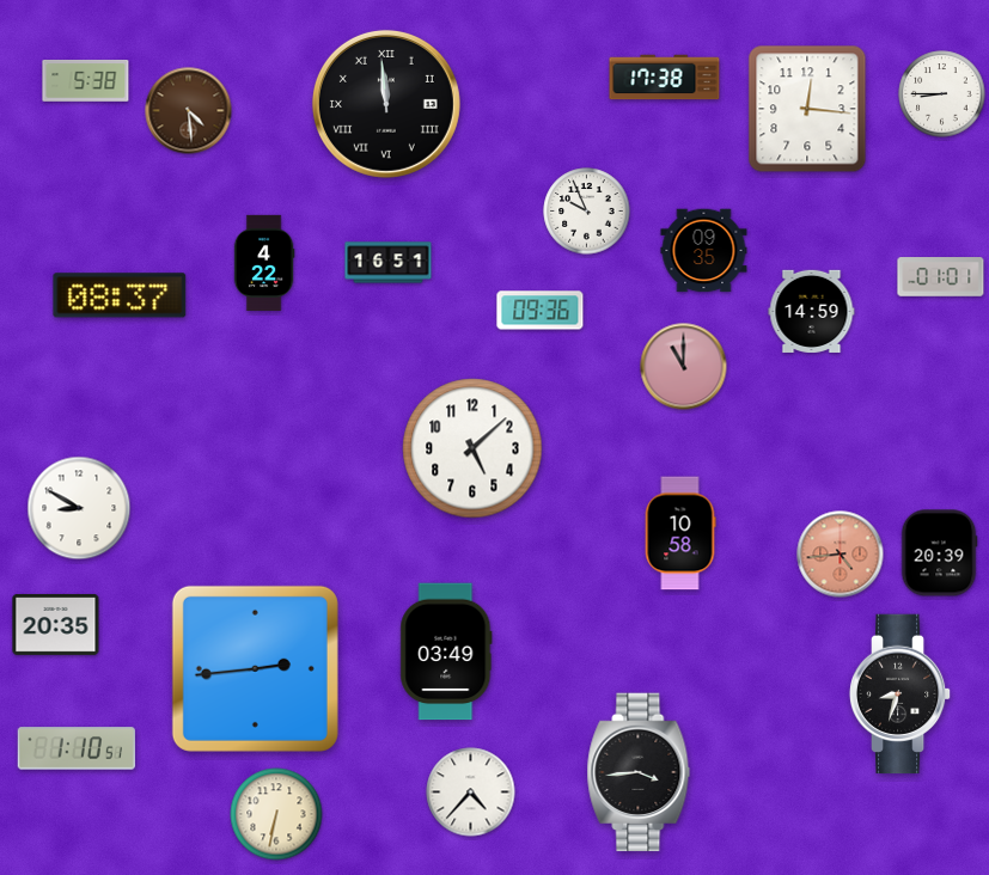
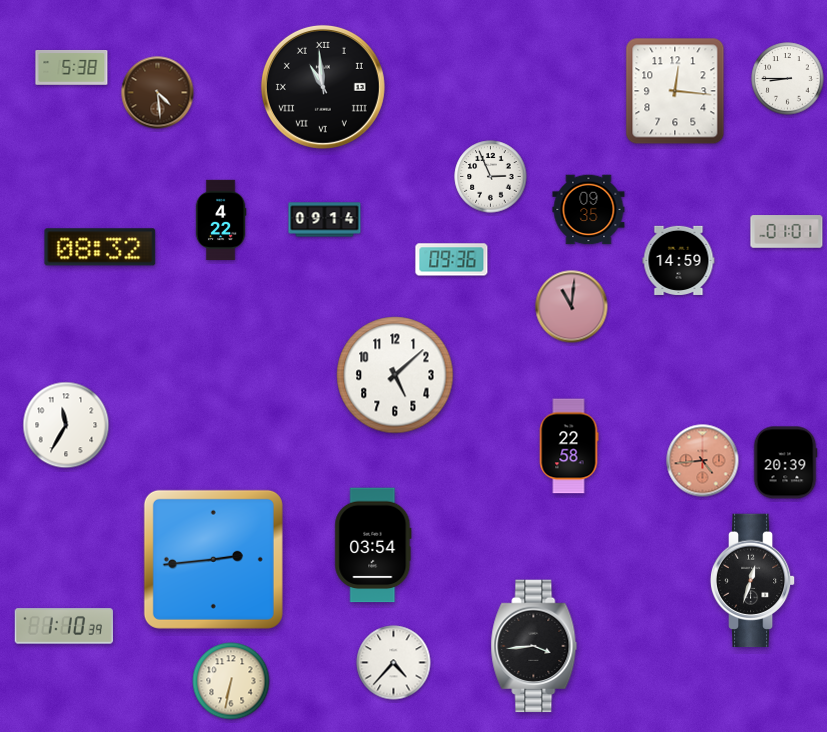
clock at (665, 78): 17:38 -> none
clock at (386, 104): 11:59 -> 10:59
clock at (587, 212): 9:56 -> 2:56
clock at (389, 263): 16:51 -> 09:14
clock at (120, 295): 08:37 -> 08:32
clock at (684, 367): 11:00 -> 11:01
clock at (79, 508): 8:50 -> 11:35
clock at (680, 533): 10:58 -> 22:58
clock at (841, 555) position: (841, 555) -> (703, 461)
clock at (56, 625): 20:35 -> none
clock at (446, 651): 03:49 -> 03:54
clock at (901, 695): 8:33 -> 12:33
clock at (77, 748): 1:10:51 -> 1:10:39
